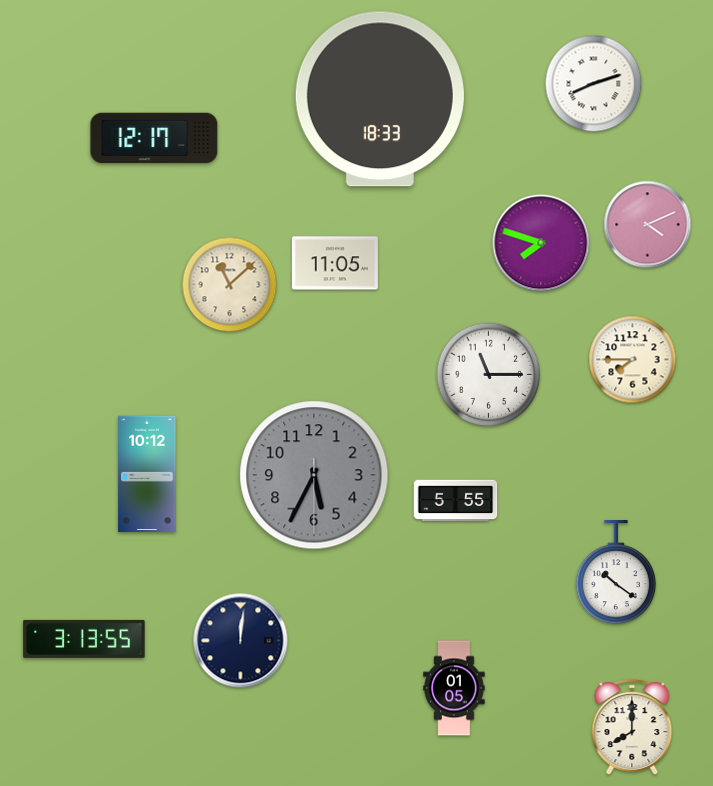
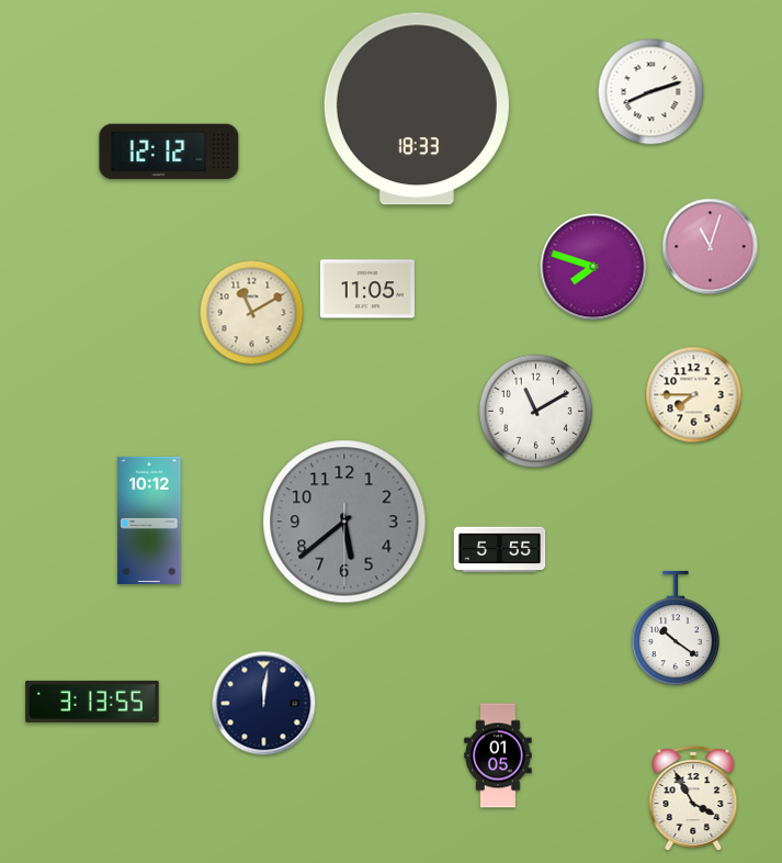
clock at (154, 138): 12:17 -> 12:12
clock at (648, 225): 4:11 -> 11:03
clock at (230, 285): 11:08 -> 11:10
clock at (489, 375): 11:15 -> 11:10
clock at (147, 473) position: (147, 473) -> (149, 519)
clock at (314, 475): 5:34 -> 5:38
clock at (632, 727): 8:00 -> 3:55
